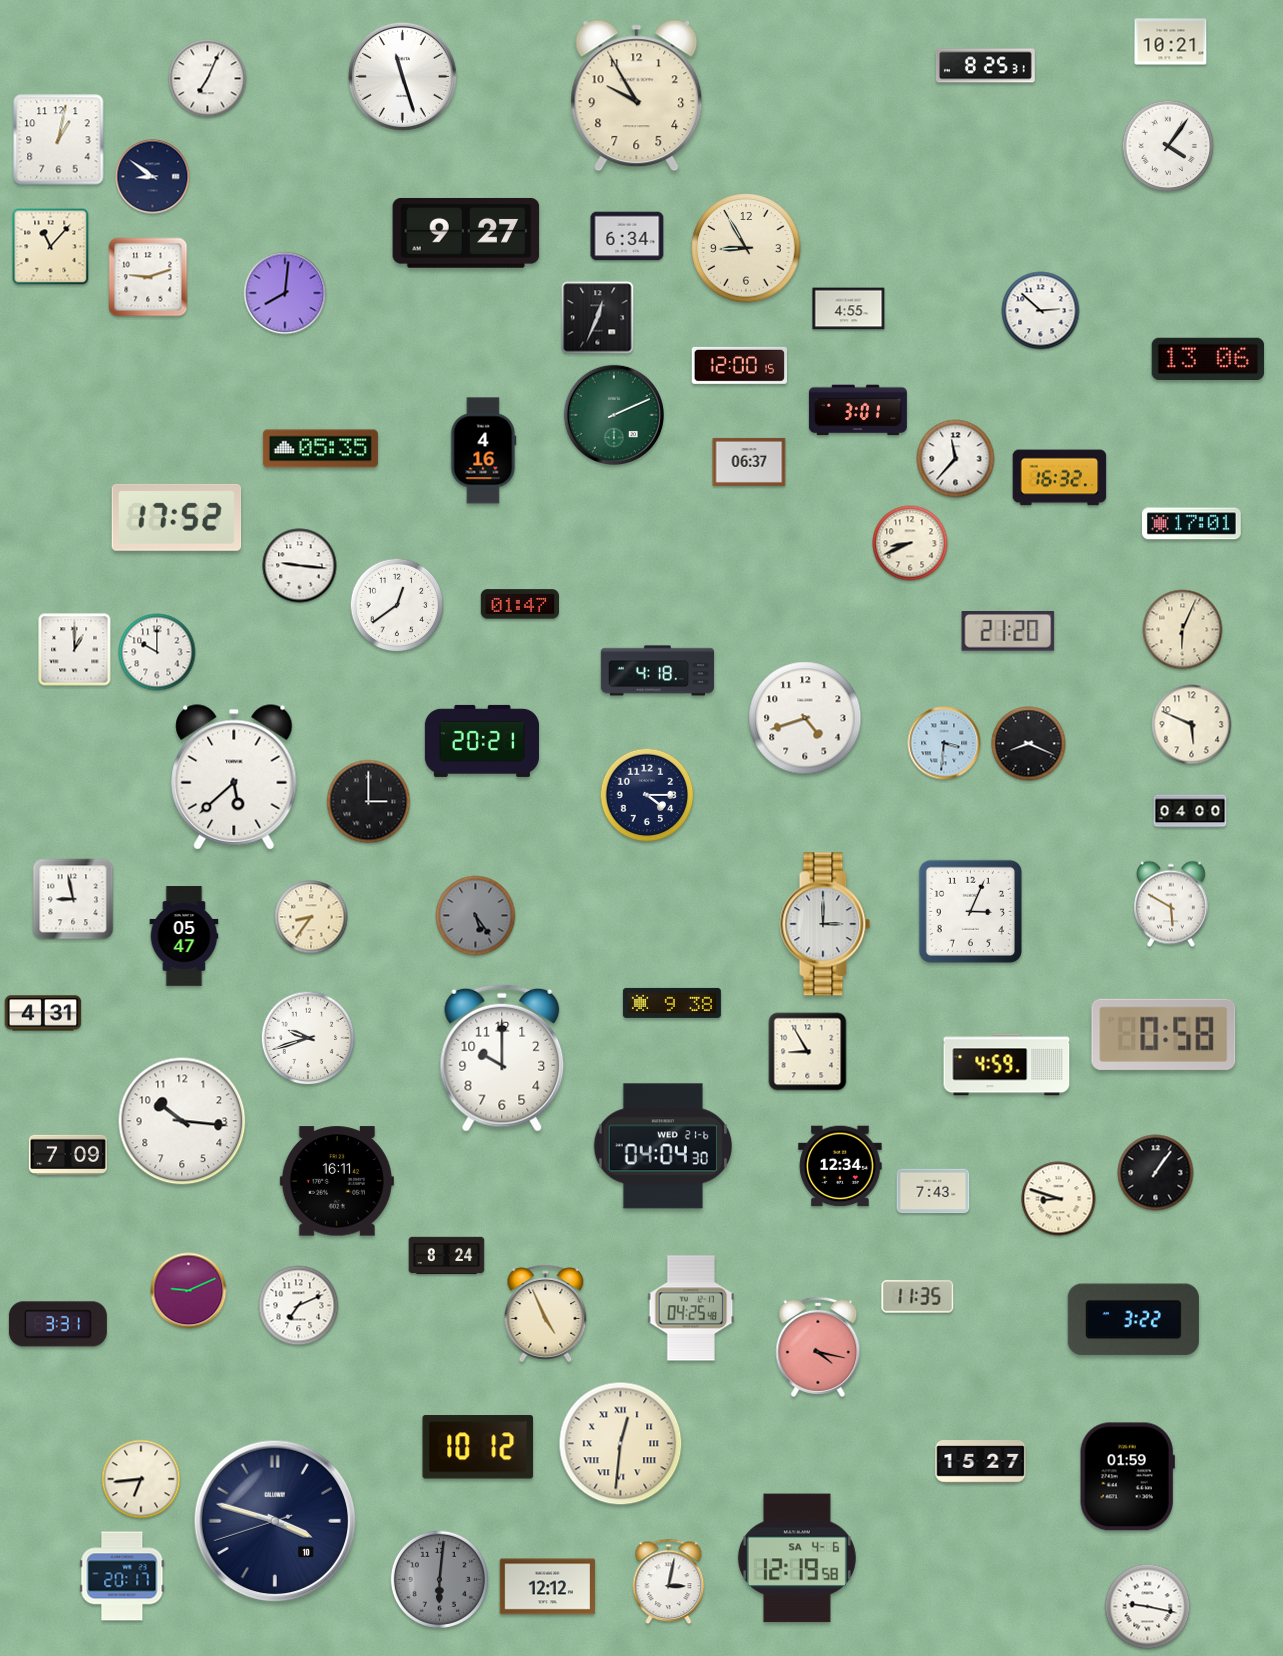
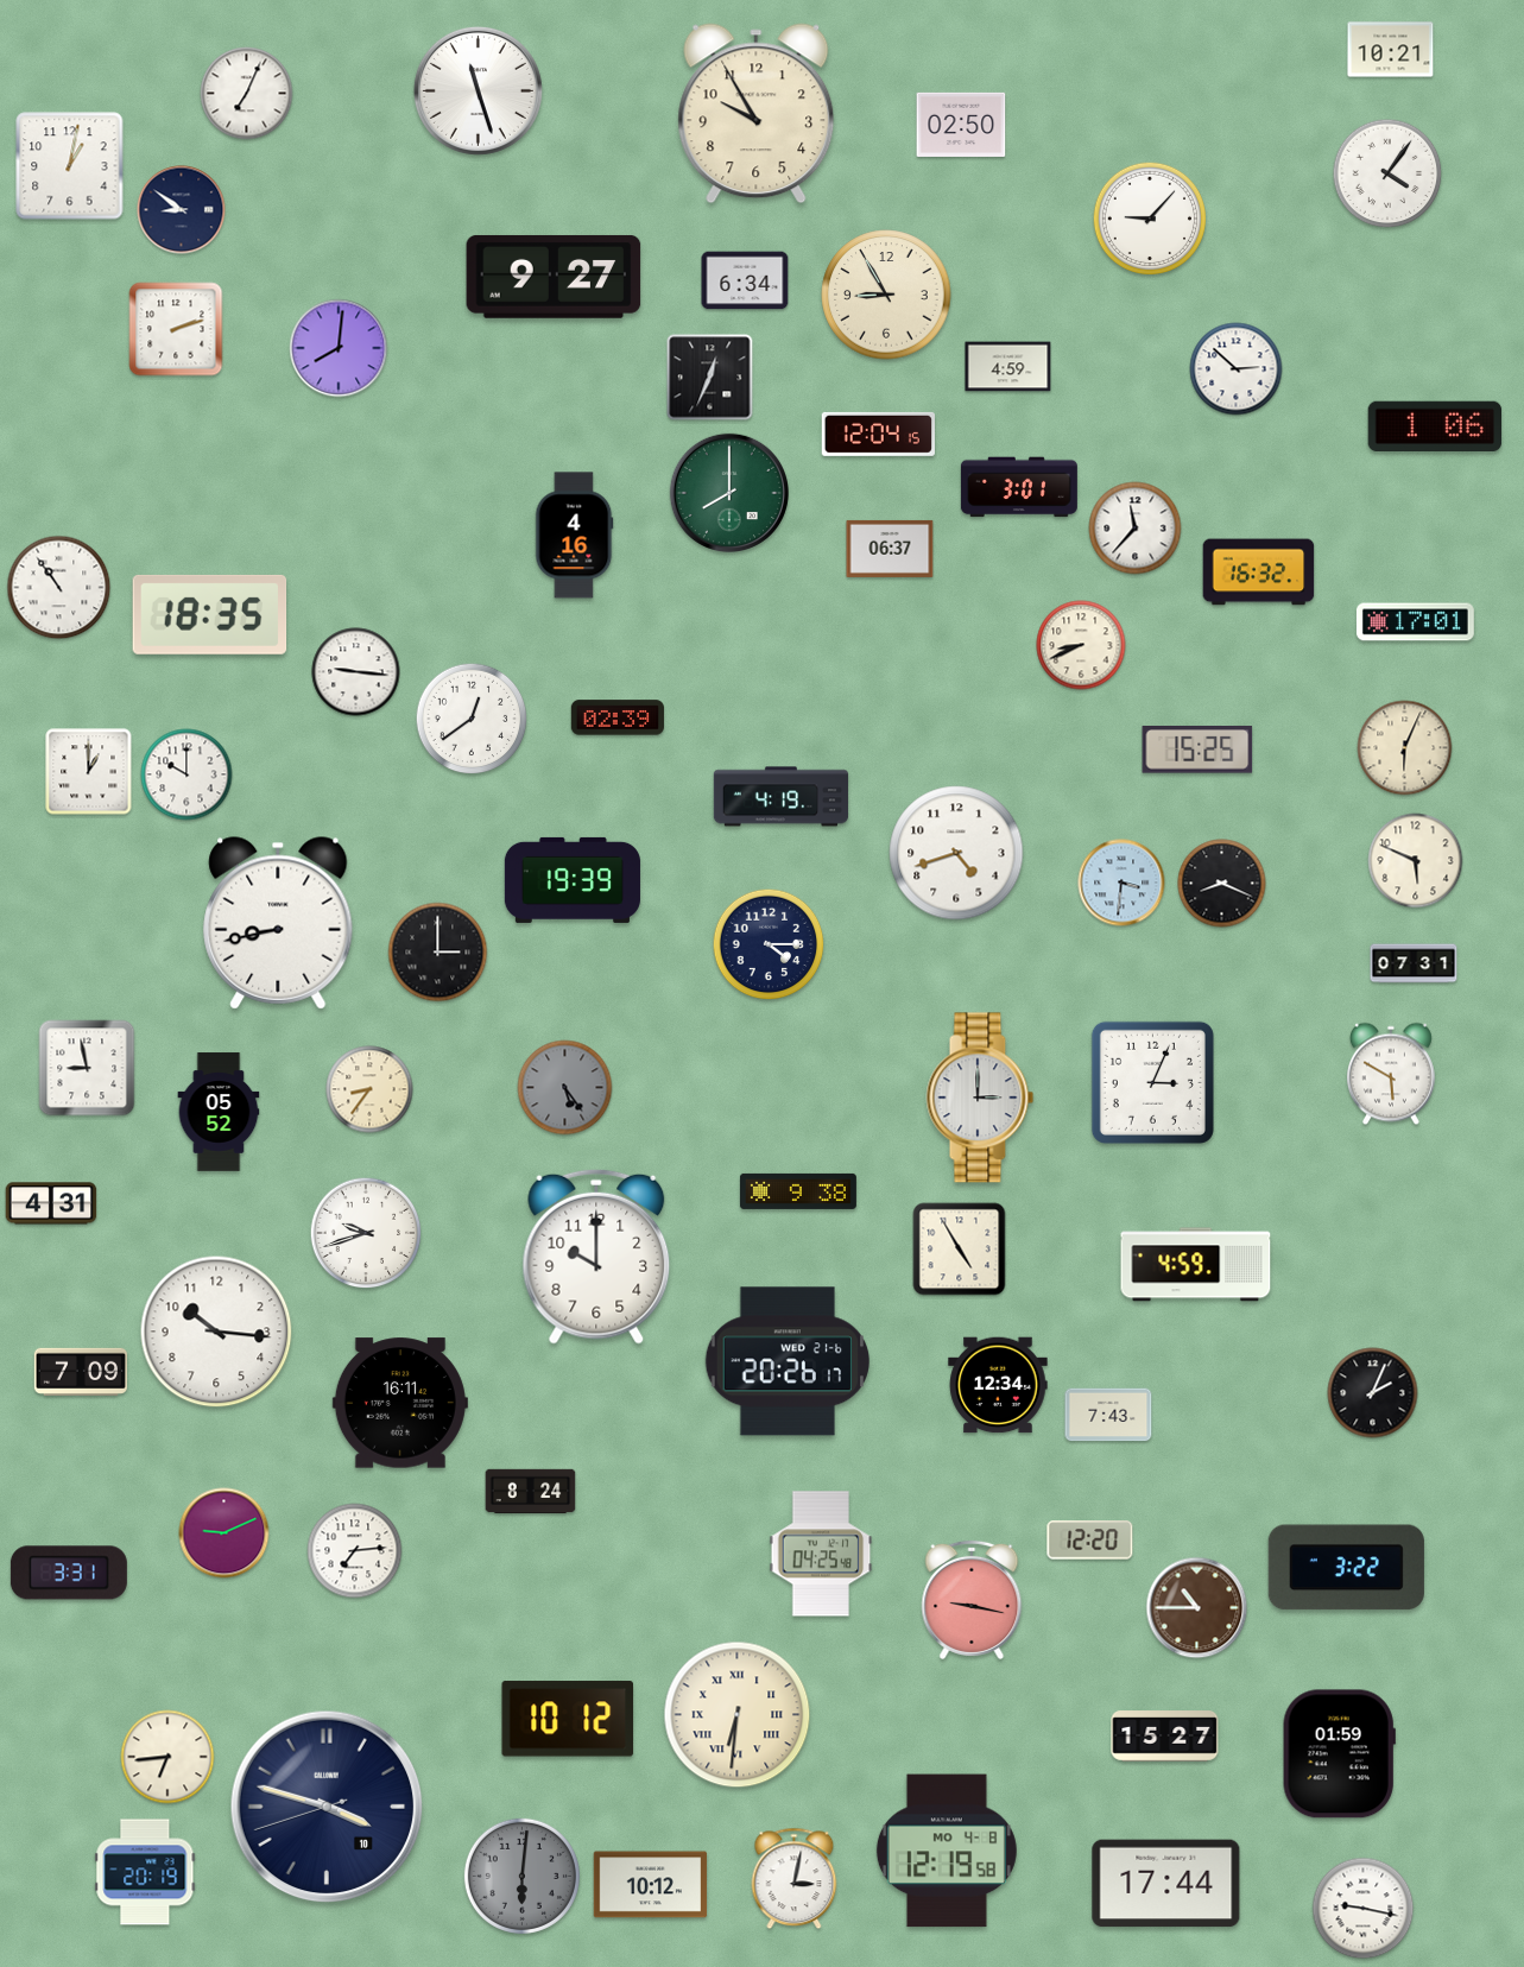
clock at (985, 66): 8:25 -> none
clock at (961, 125): none -> 02:50
clock at (1150, 219): none -> 9:07
clock at (51, 247): 11:07 -> none
clock at (148, 277): 9:12 -> 2:12
clock at (849, 309): 4:55 -> 4:59
clock at (1208, 358): 13:06 -> 1:06
clock at (739, 365): 12:00 -> 12:04
clock at (613, 414): 2:11 -> 8:00
clock at (320, 449): 05:35 -> none
clock at (956, 459) position: (956, 459) -> (1136, 529)
clock at (1060, 478) position: (1060, 478) -> (1259, 573)
clock at (59, 588): none -> 10:54
clock at (177, 517): 17:52 -> 18:35
clock at (520, 604): 01:47 -> 02:39
clock at (1008, 631): 21:20 -> 15:25
clock at (658, 671): 4:18 -> 4:19
clock at (482, 741): 20:21 -> 19:39
clock at (234, 777): 5:38 -> 8:43
clock at (1190, 811): 04:00 -> 07:31
clock at (184, 936): 05:47 -> 05:52
clock at (1164, 1034): 0:58 -> none
clock at (808, 1052): 8:55 -> 4:55
clock at (662, 1146): 04:04 -> 20:26
clock at (1156, 1173): 1:06 -> 2:04
clock at (1059, 1199): 8:48 -> none
clock at (918, 1297): 11:35 -> 12:20
clock at (299, 1306): 7:11 -> 7:14
clock at (546, 1314): 4:56 -> none
clock at (818, 1347): 4:17 -> 9:17
clock at (1197, 1608): none -> 10:45
clock at (621, 1444): 12:31 -> 6:31
clock at (797, 1558) date: SA 4-6 -> MO 4-8
clock at (122, 1576): 20:17 -> 20:19
clock at (1166, 1884): none -> 17:44
clock at (548, 1587): 12:12 -> 10:12
